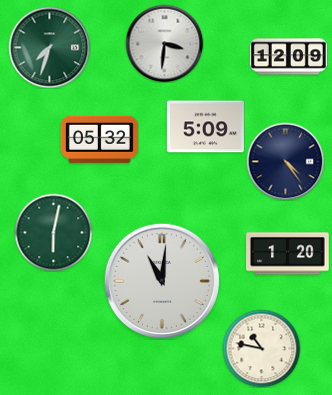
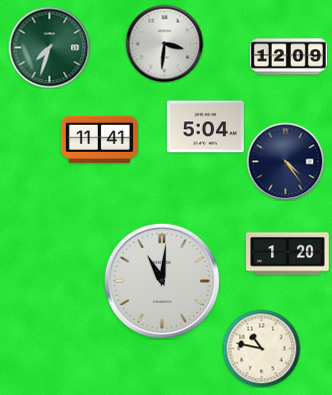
clock at (205, 127): 5:09 -> 5:04
clock at (99, 139): 05:32 -> 11:41
clock at (53, 232): 6:02 -> none
